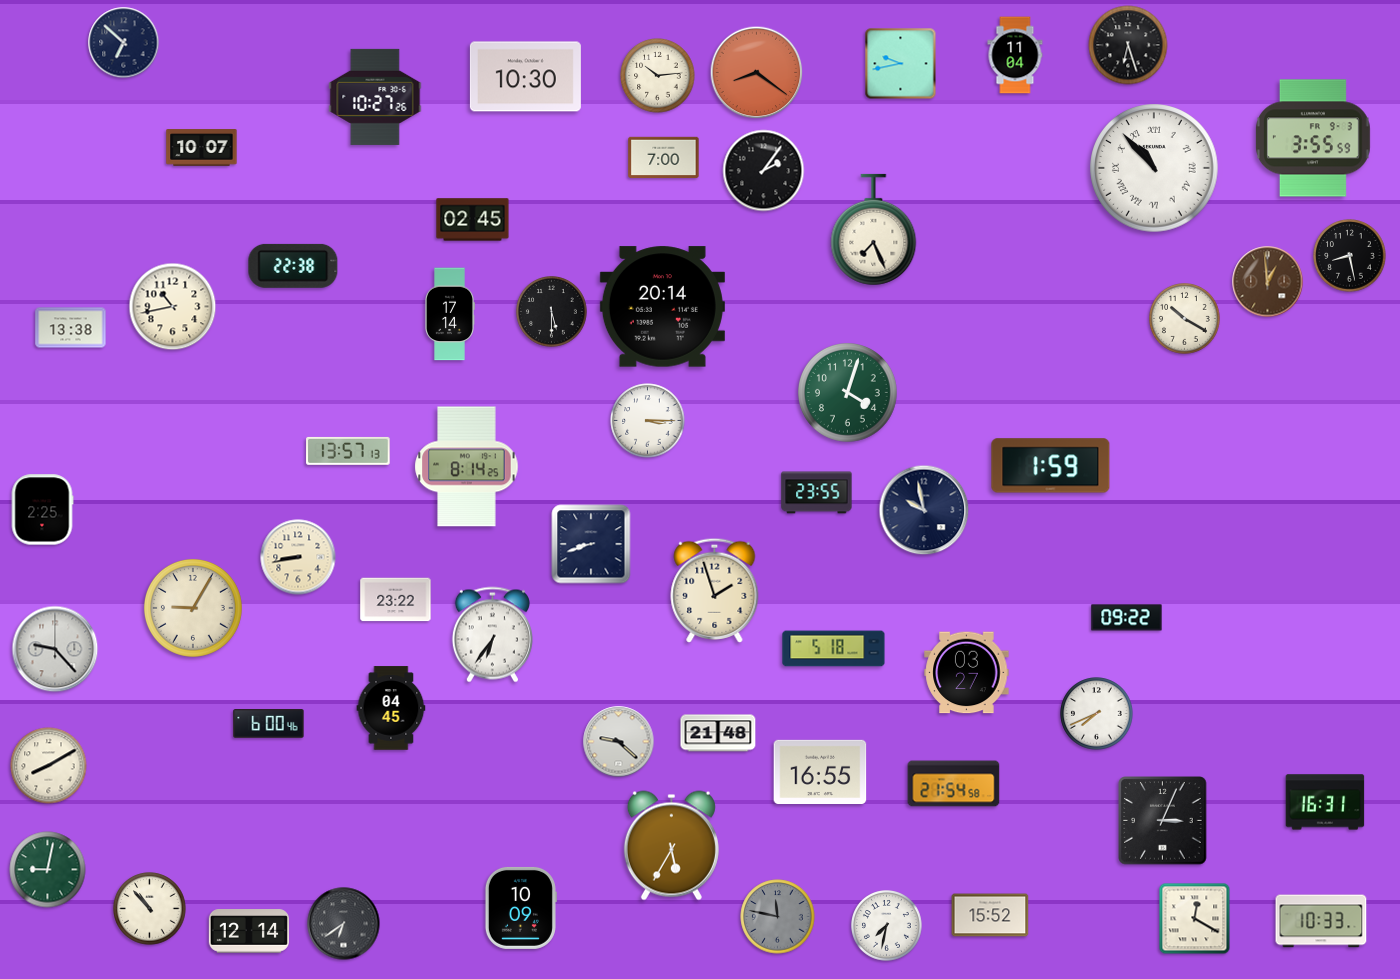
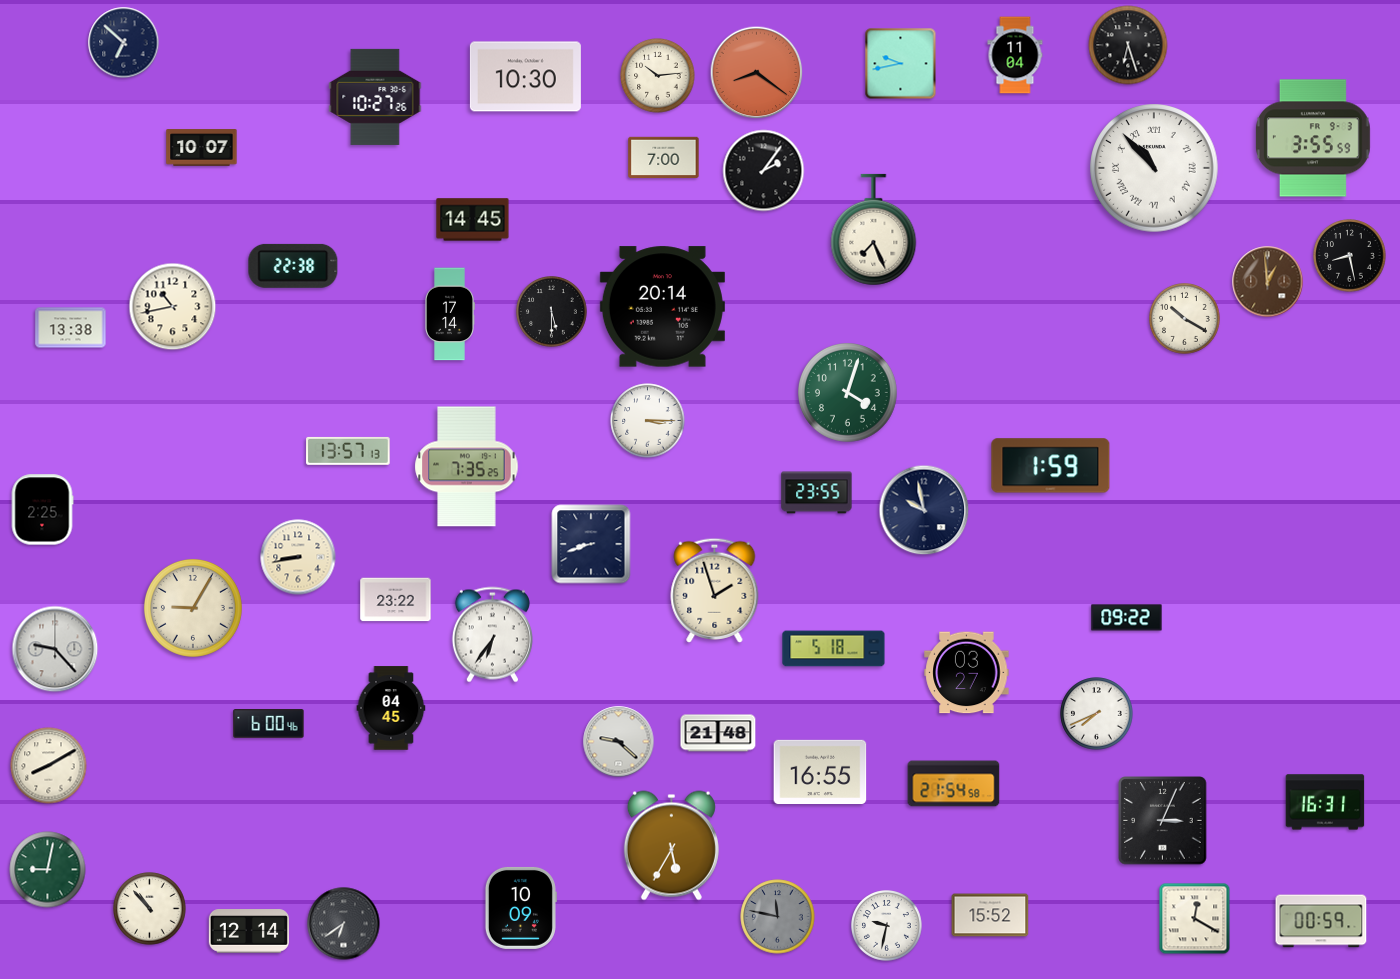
clock at (473, 220): 02:45 -> 14:45
clock at (467, 467): 8:14 -> 7:35
clock at (1321, 921): 10:33 -> 00:59
clock at (887, 926): 7:32 -> 9:32
